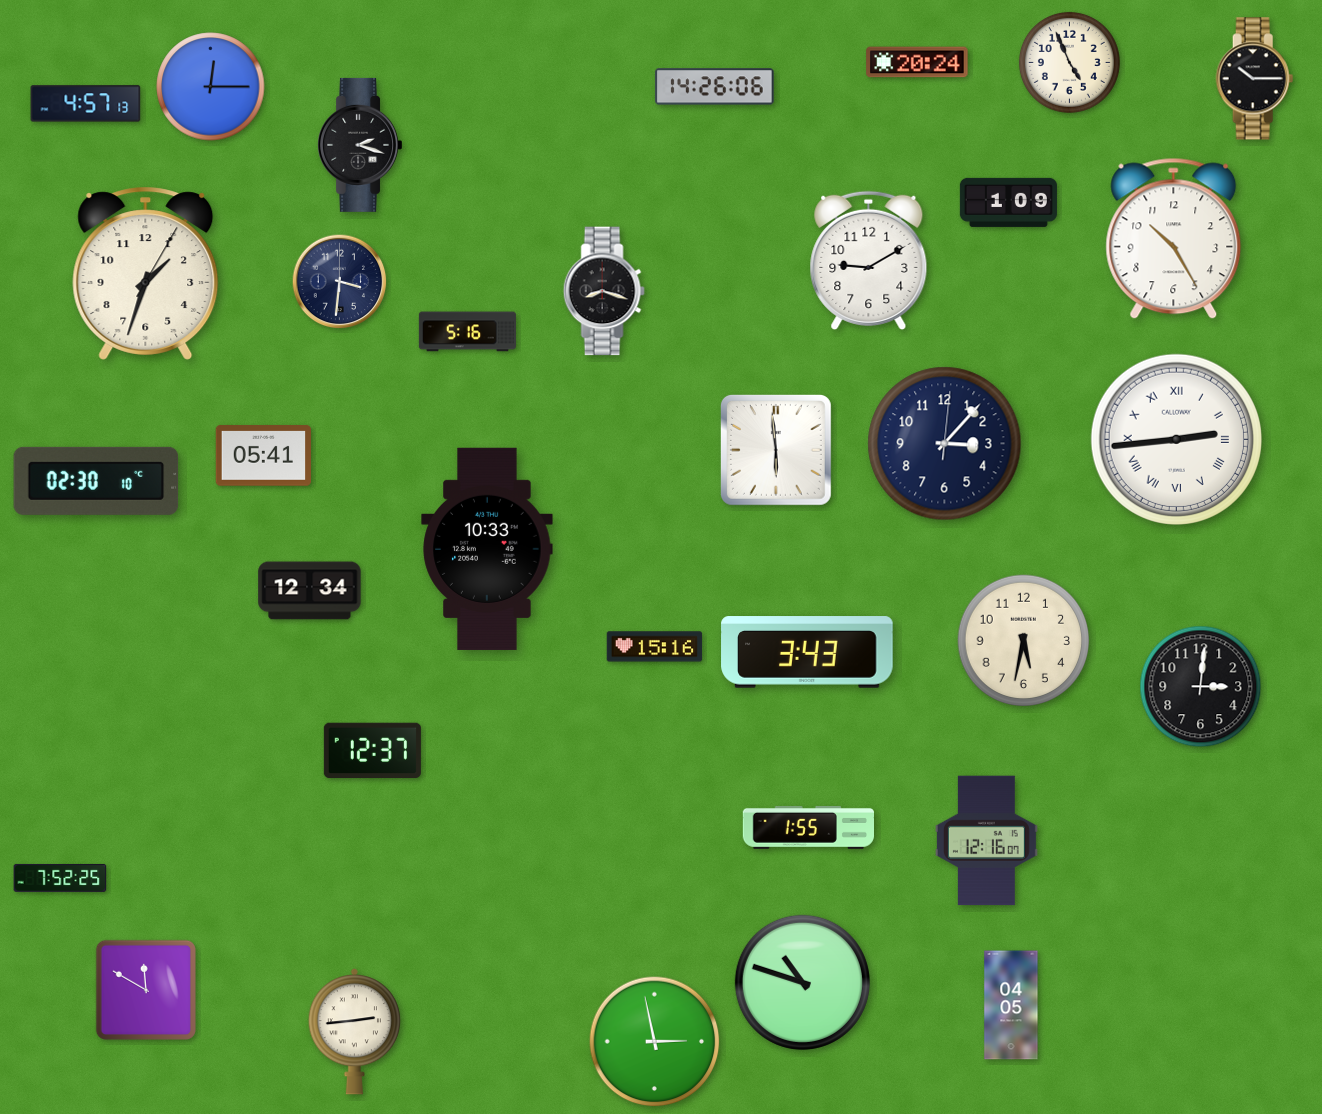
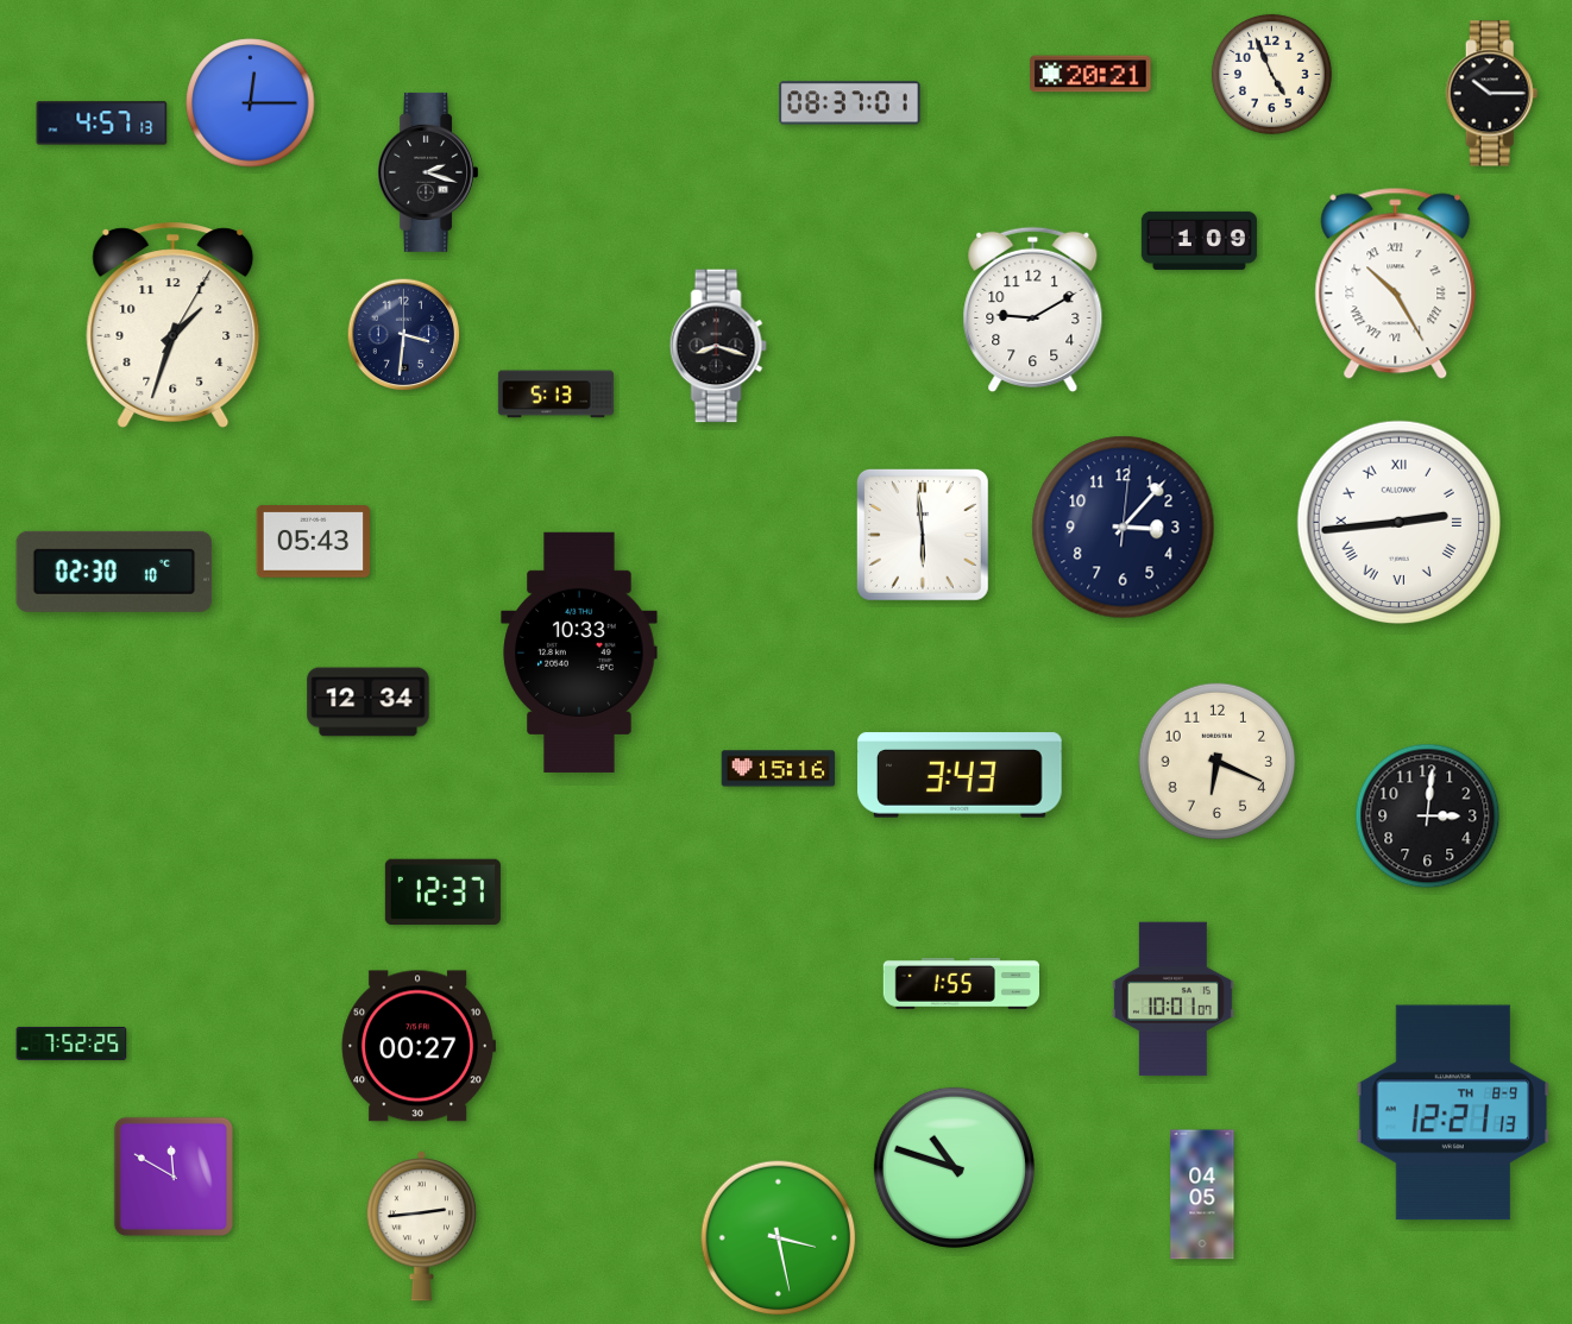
clock at (917, 62): 20:24 -> 20:21
clock at (715, 87): 14:26 -> 08:37
clock at (1174, 239) numerals: Arabic -> Roman
clock at (467, 332): 5:16 -> 5:13
clock at (263, 456): 05:41 -> 05:43
clock at (1024, 641): 5:32 -> 6:19
clock at (986, 841): 12:16 -> 10:01
clock at (417, 1046): none -> 00:27
clock at (1453, 1112): none -> 12:21
clock at (655, 1042): 2:58 -> 3:28
